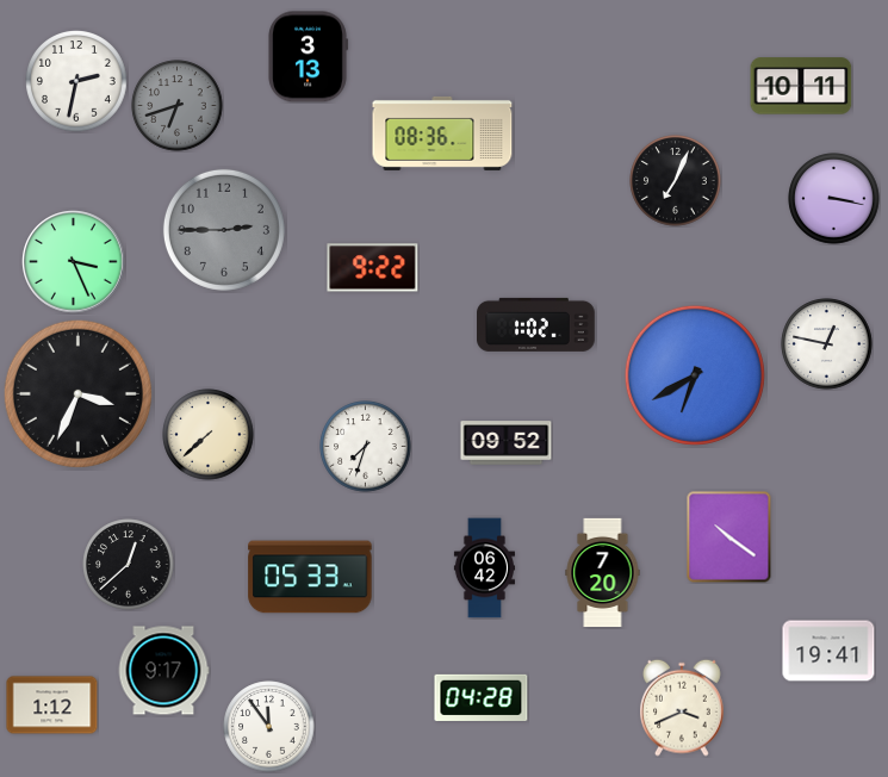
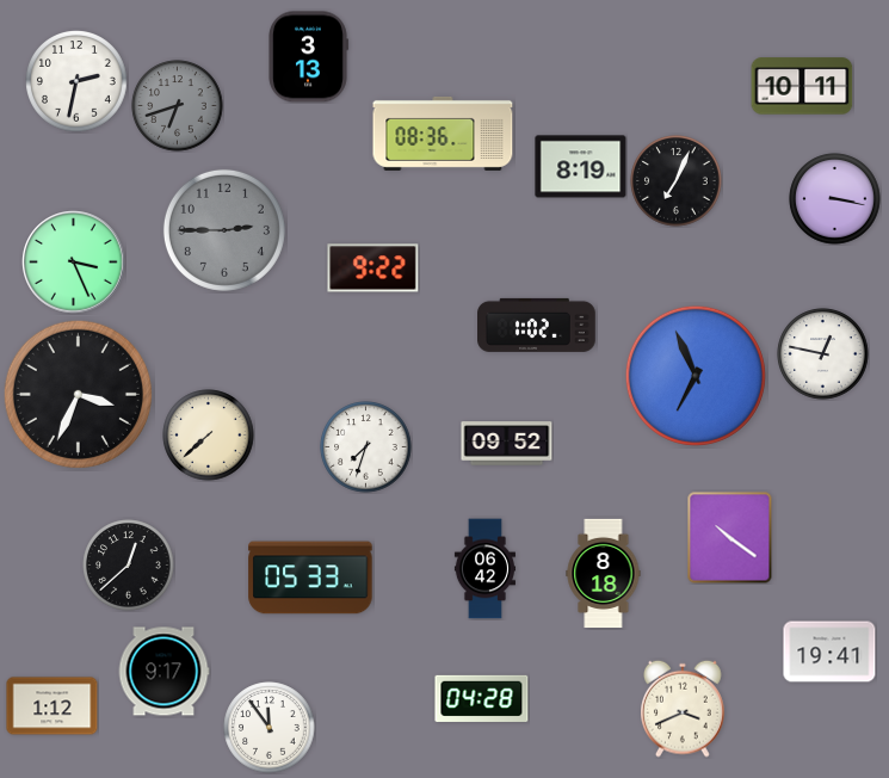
clock at (581, 167): none -> 8:19
clock at (827, 344) position: (827, 344) -> (823, 354)
clock at (695, 375): 6:40 -> 6:56
clock at (603, 572): 7:20 -> 8:18
